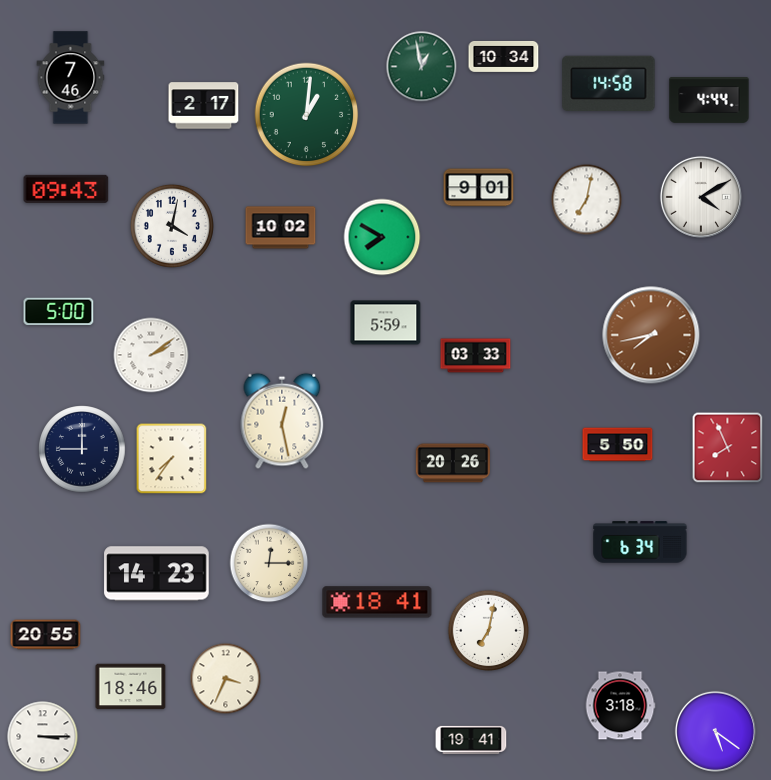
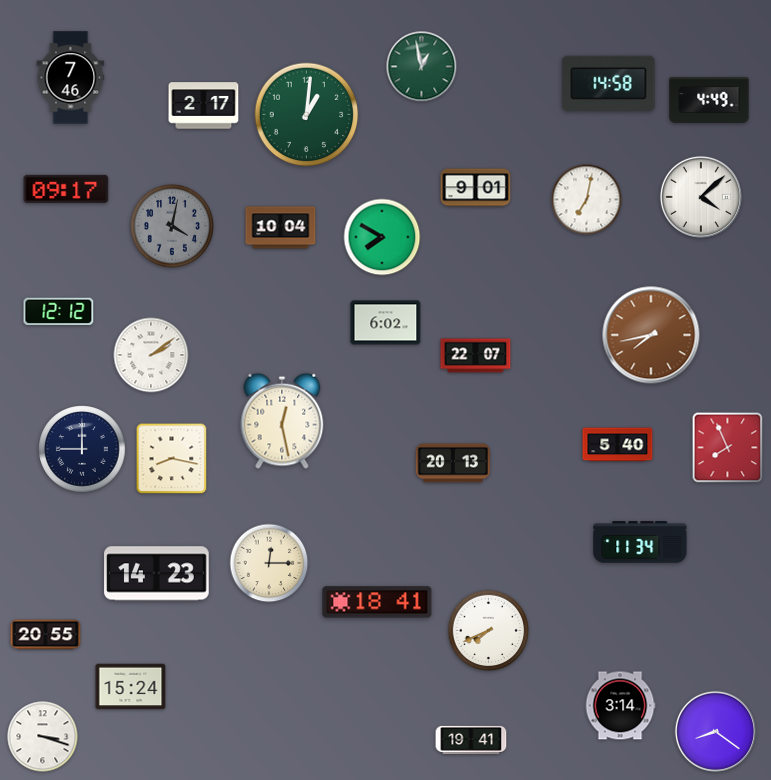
clock at (504, 56): 10:34 -> none
clock at (709, 101): 4:44 -> 4:49
clock at (479, 188) position: (479, 188) -> (476, 188)
clock at (66, 189): 09:43 -> 09:17
clock at (701, 197): 4:10 -> 4:08
clock at (172, 226) dial: white -> grey
clock at (281, 228): 10:02 -> 10:04
clock at (59, 312): 5:00 -> 12:12
clock at (386, 323): 5:59 -> 6:02
clock at (476, 356): 03:33 -> 22:07
clock at (618, 445): 5:50 -> 5:40
clock at (172, 459): 7:36 -> 8:17
clock at (453, 463): 20:26 -> 20:13
clock at (640, 542): 6:34 -> 11:34
clock at (489, 631): 7:02 -> 7:41
clock at (226, 679): 3:34 -> none
clock at (131, 687): 18:46 -> 15:24
clock at (620, 706): 3:18 -> 3:14
clock at (715, 731): 5:21 -> 8:21
clock at (43, 737): 3:15 -> 3:18
